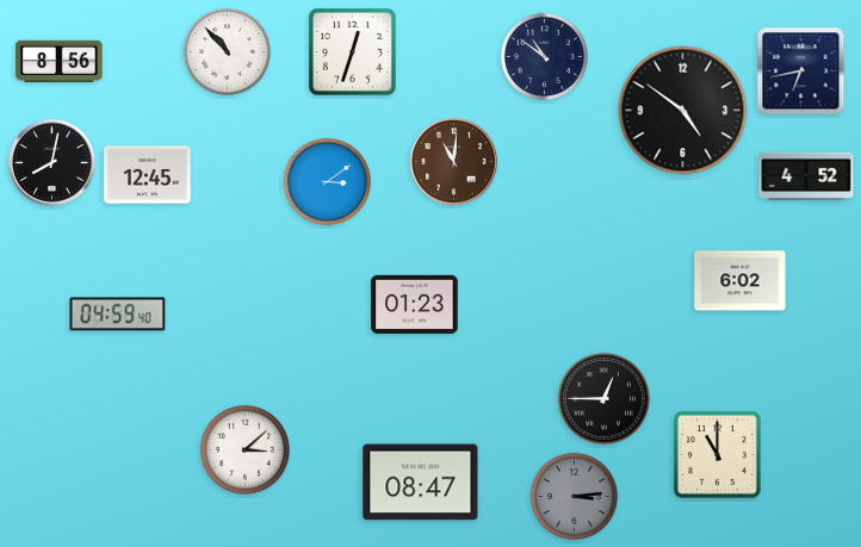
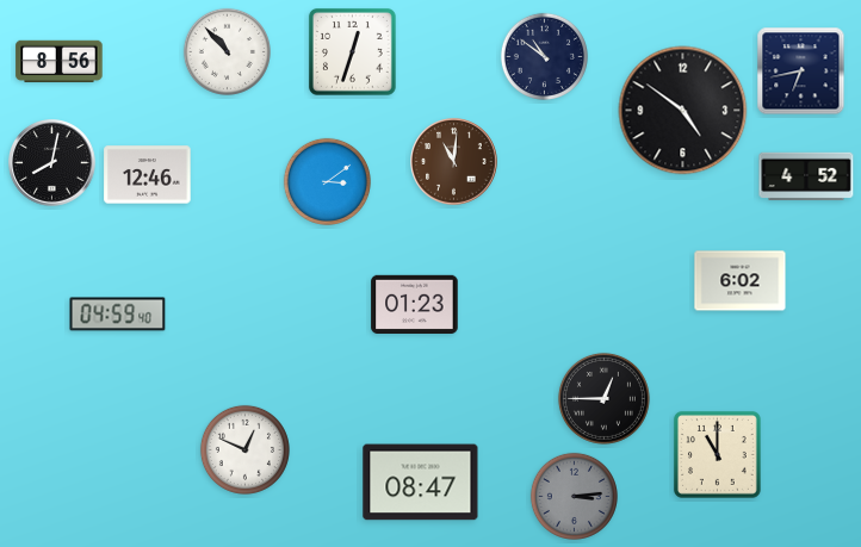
clock at (148, 175): 12:45 -> 12:46
clock at (244, 449): 3:08 -> 12:49
